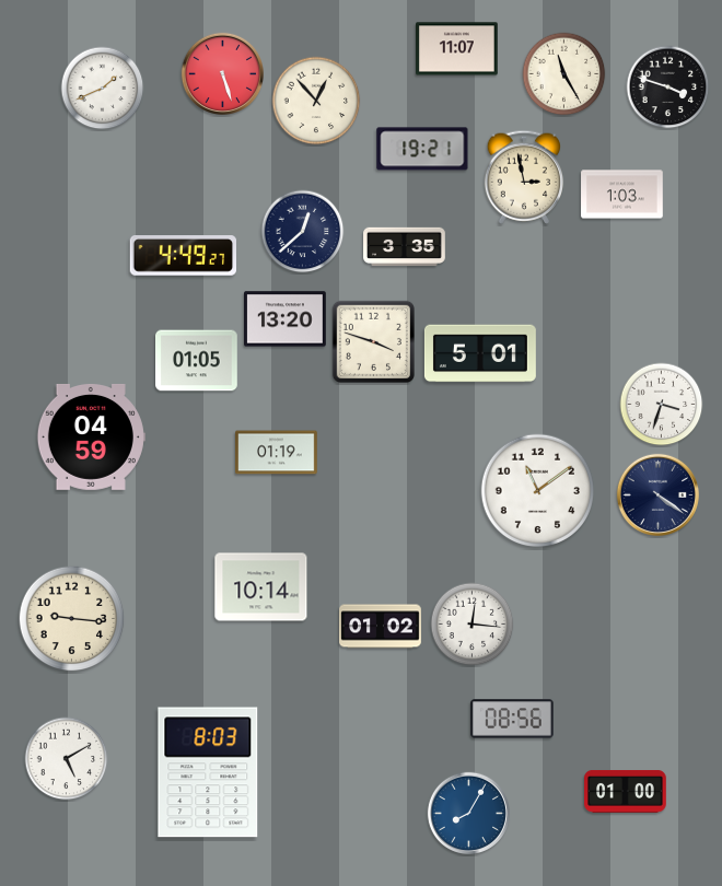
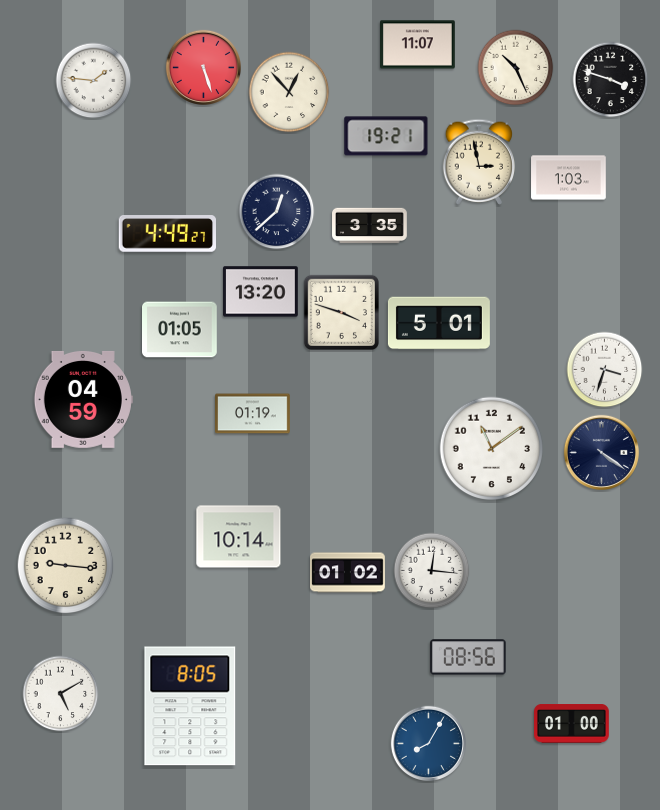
clock at (564, 74): 11:25 -> 10:26
clock at (103, 89): 1:41 -> 1:46
clock at (208, 772): 8:03 -> 8:05
